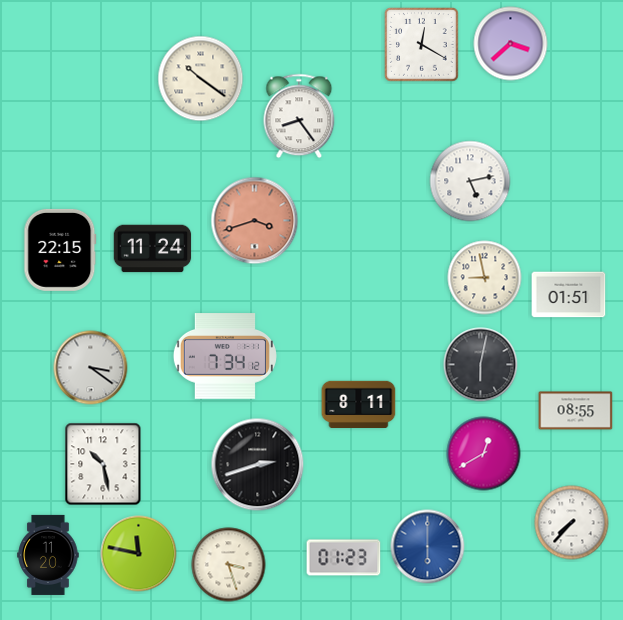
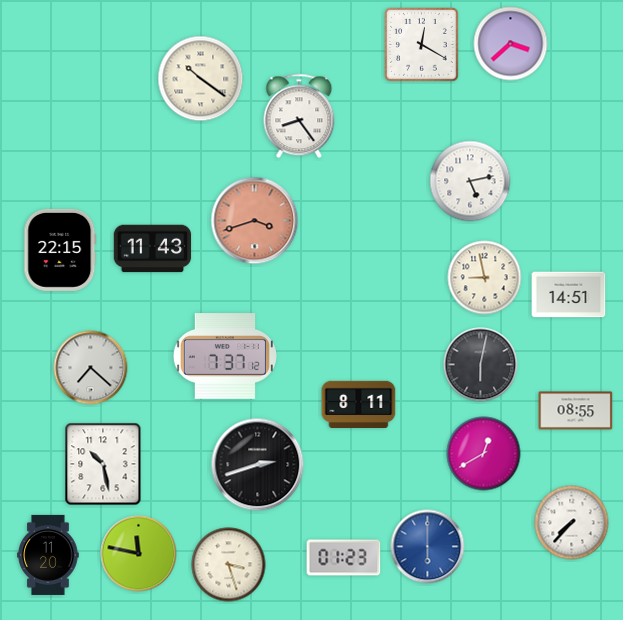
clock at (153, 249): 11:24 -> 11:43
clock at (569, 295): 01:51 -> 14:51
clock at (225, 356): 7:34 -> 7:37
clock at (91, 368): 3:21 -> 7:22
